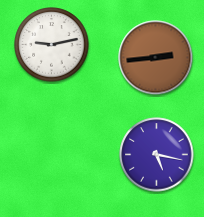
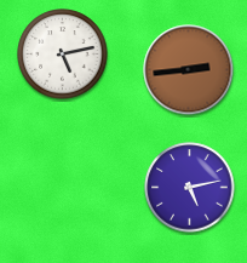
clock at (52, 45): 9:13 -> 5:13
clock at (157, 155): 5:17 -> 5:13
